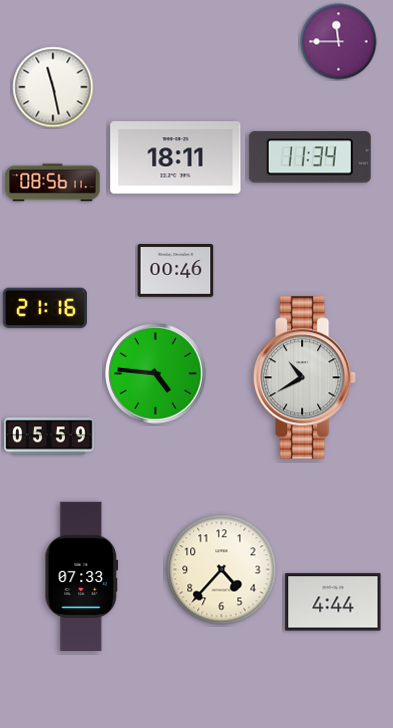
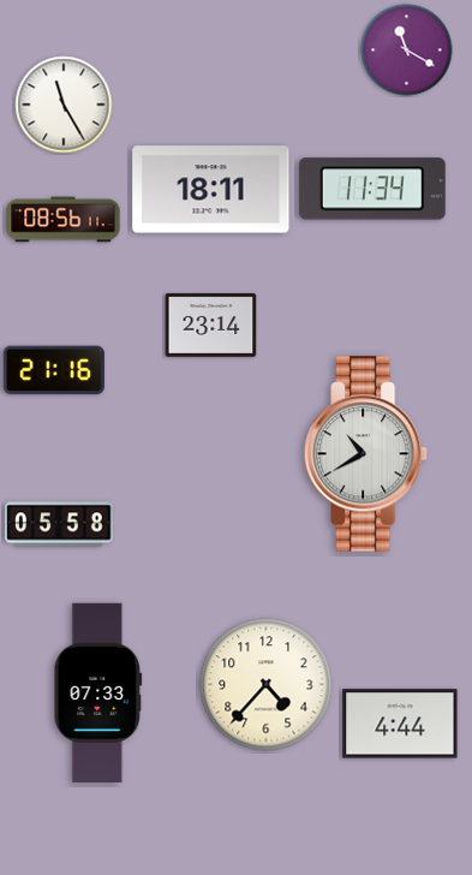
clock at (339, 42): 11:45 -> 11:20
clock at (53, 87): 11:28 -> 11:25
clock at (176, 271): 00:46 -> 23:14
clock at (156, 374): 4:46 -> none
clock at (49, 436): 05:59 -> 05:58
